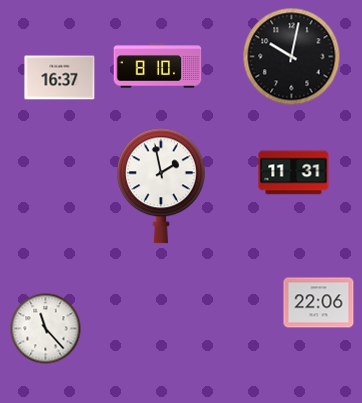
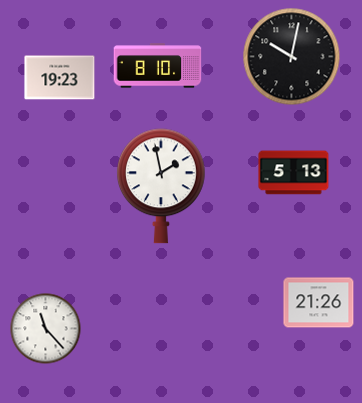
clock at (60, 78): 16:37 -> 19:23
clock at (294, 173): 11:31 -> 5:13
clock at (319, 303): 22:06 -> 21:26
